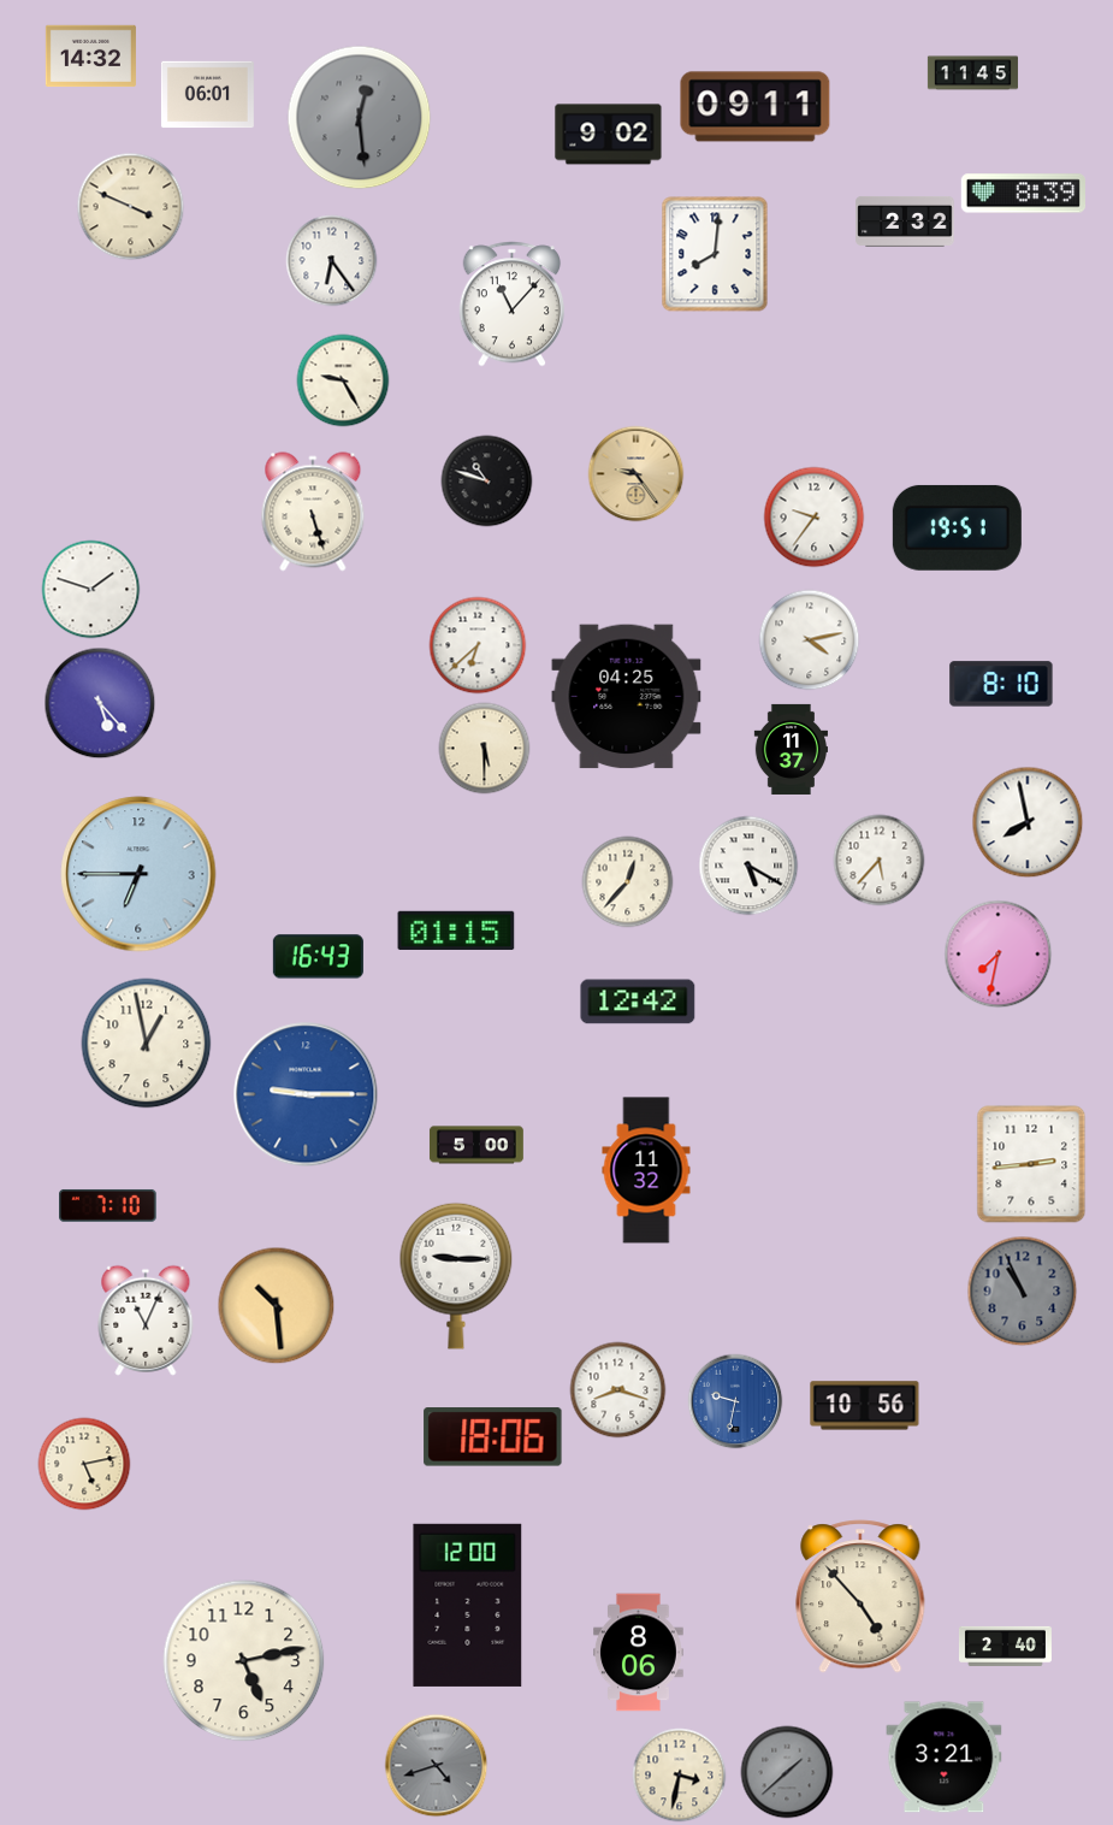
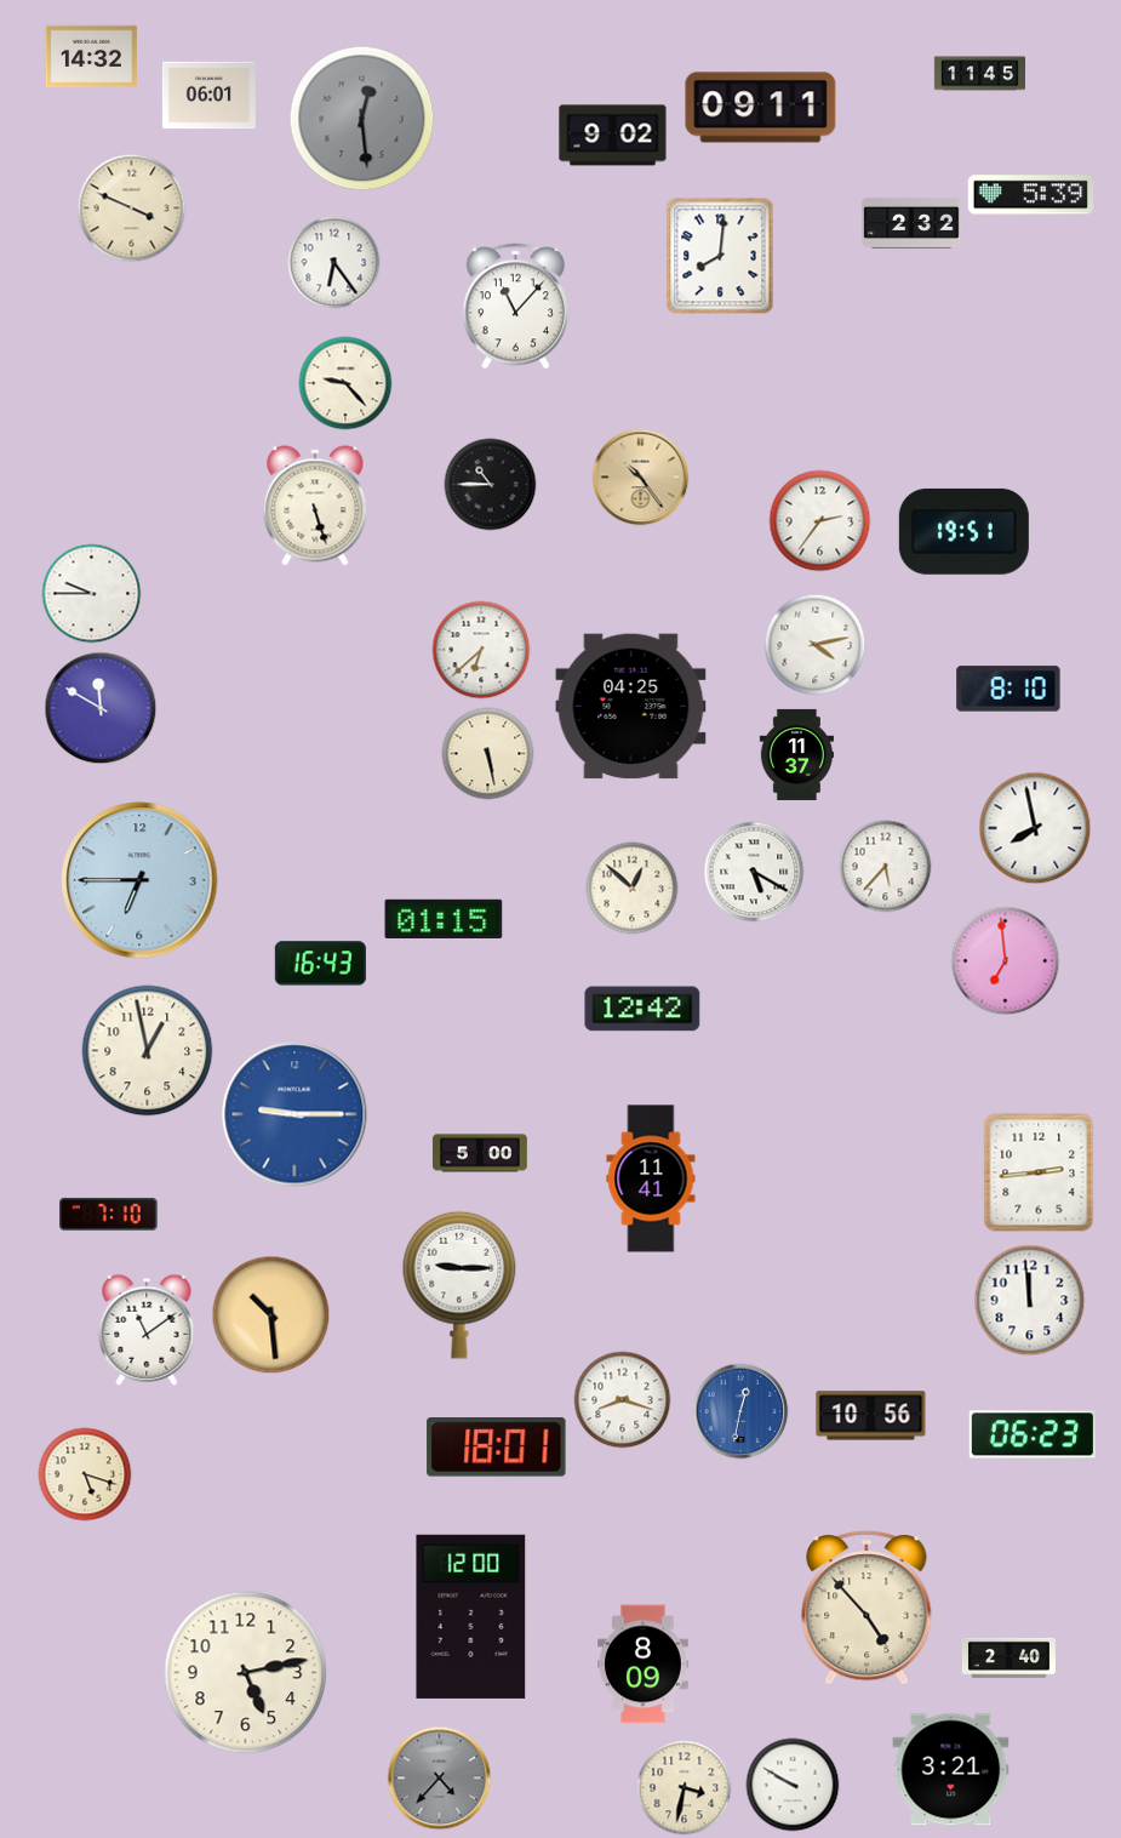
clock at (1023, 194): 8:39 -> 5:39
clock at (343, 380): 9:25 -> 9:23
clock at (637, 474): 9:24 -> 10:24
clock at (487, 482): 10:48 -> 10:45
clock at (313, 512) position: (313, 512) -> (315, 506)
clock at (815, 518): 9:36 -> 2:36
clock at (91, 590): 1:48 -> 9:45
clock at (627, 697) position: (627, 697) -> (631, 707)
clock at (100, 703): 5:23 -> 11:50
clock at (485, 749): 5:30 -> 5:28
clock at (628, 882): 12:37 -> 12:52
clock at (456, 929) position: (456, 929) -> (444, 918)
clock at (999, 955): 7:32 -> 6:59
clock at (306, 1094) position: (306, 1094) -> (294, 1114)
clock at (646, 1170): 11:32 -> 11:41
clock at (1023, 1292): 10:56 -> 11:59
clock at (1023, 1292) dial: grey -> white
clock at (277, 1306) position: (277, 1306) -> (271, 1315)
clock at (146, 1321): 11:04 -> 11:09
clock at (735, 1401): 9:32 -> 12:32
clock at (1033, 1434): none -> 06:23
clock at (493, 1437): 18:06 -> 18:01
clock at (84, 1464): 5:13 -> 5:18
clock at (1005, 1646) position: (1005, 1646) -> (1008, 1657)
clock at (639, 1653): 8:06 -> 8:09
clock at (437, 1766): 4:42 -> 4:37
clock at (787, 1772): 1:38 -> 9:50
clock at (787, 1772) dial: grey -> white
